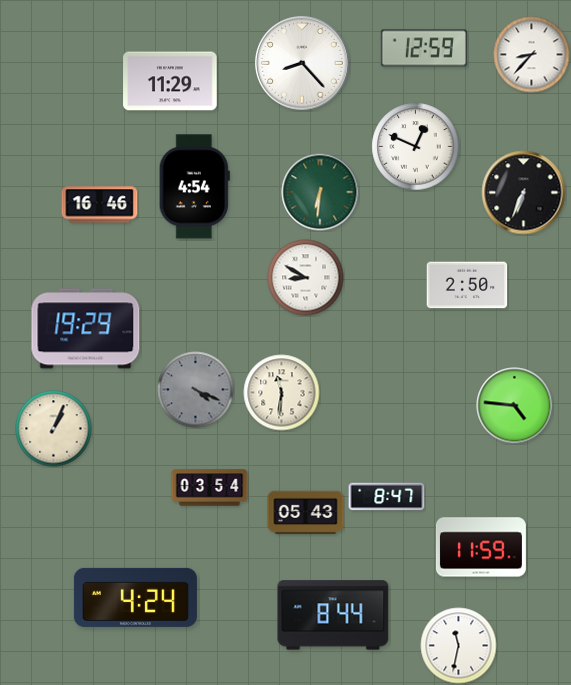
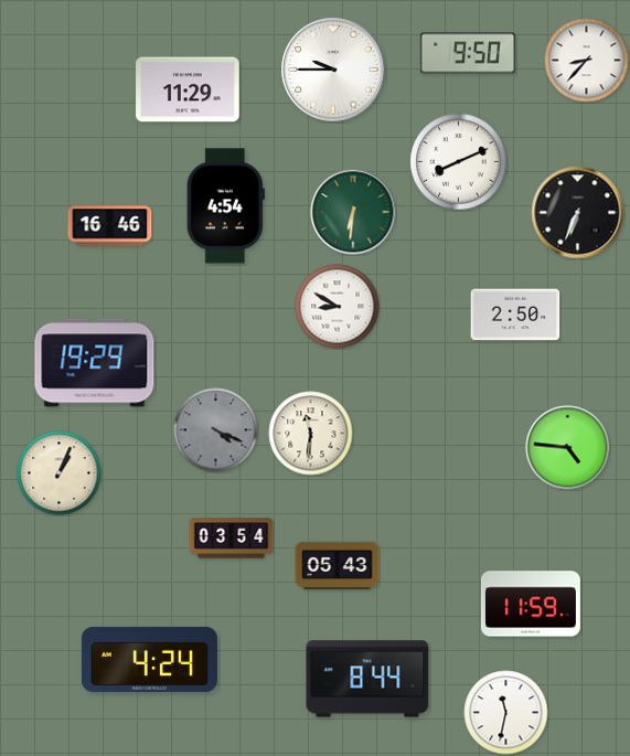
clock at (424, 48): 12:59 -> 9:50
clock at (302, 63): 8:23 -> 9:45
clock at (416, 147): 12:49 -> 8:11
clock at (194, 187) position: (194, 187) -> (225, 206)
clock at (387, 497): 8:47 -> none
